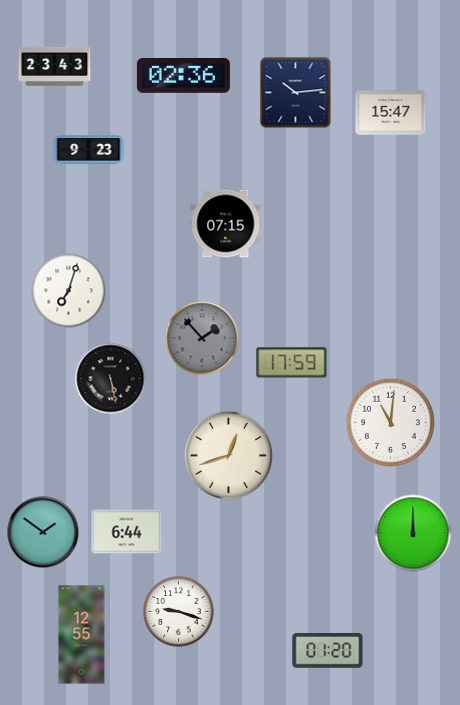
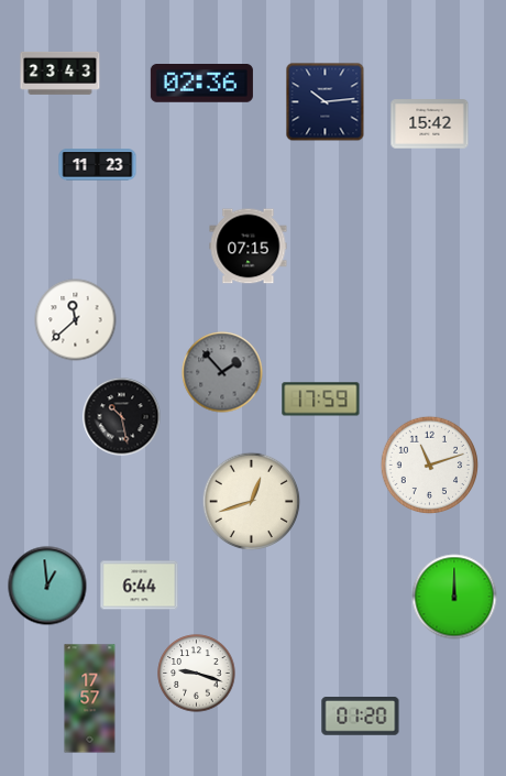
clock at (391, 113): 15:47 -> 15:42
clock at (89, 150): 9:23 -> 11:23
clock at (69, 291): 7:03 -> 11:38
clock at (111, 379): 5:28 -> 10:28
clock at (391, 423): 11:01 -> 11:12
clock at (43, 532): 1:51 -> 12:59
clock at (413, 533) position: (413, 533) -> (454, 597)
clock at (82, 635): 12:55 -> 17:57
